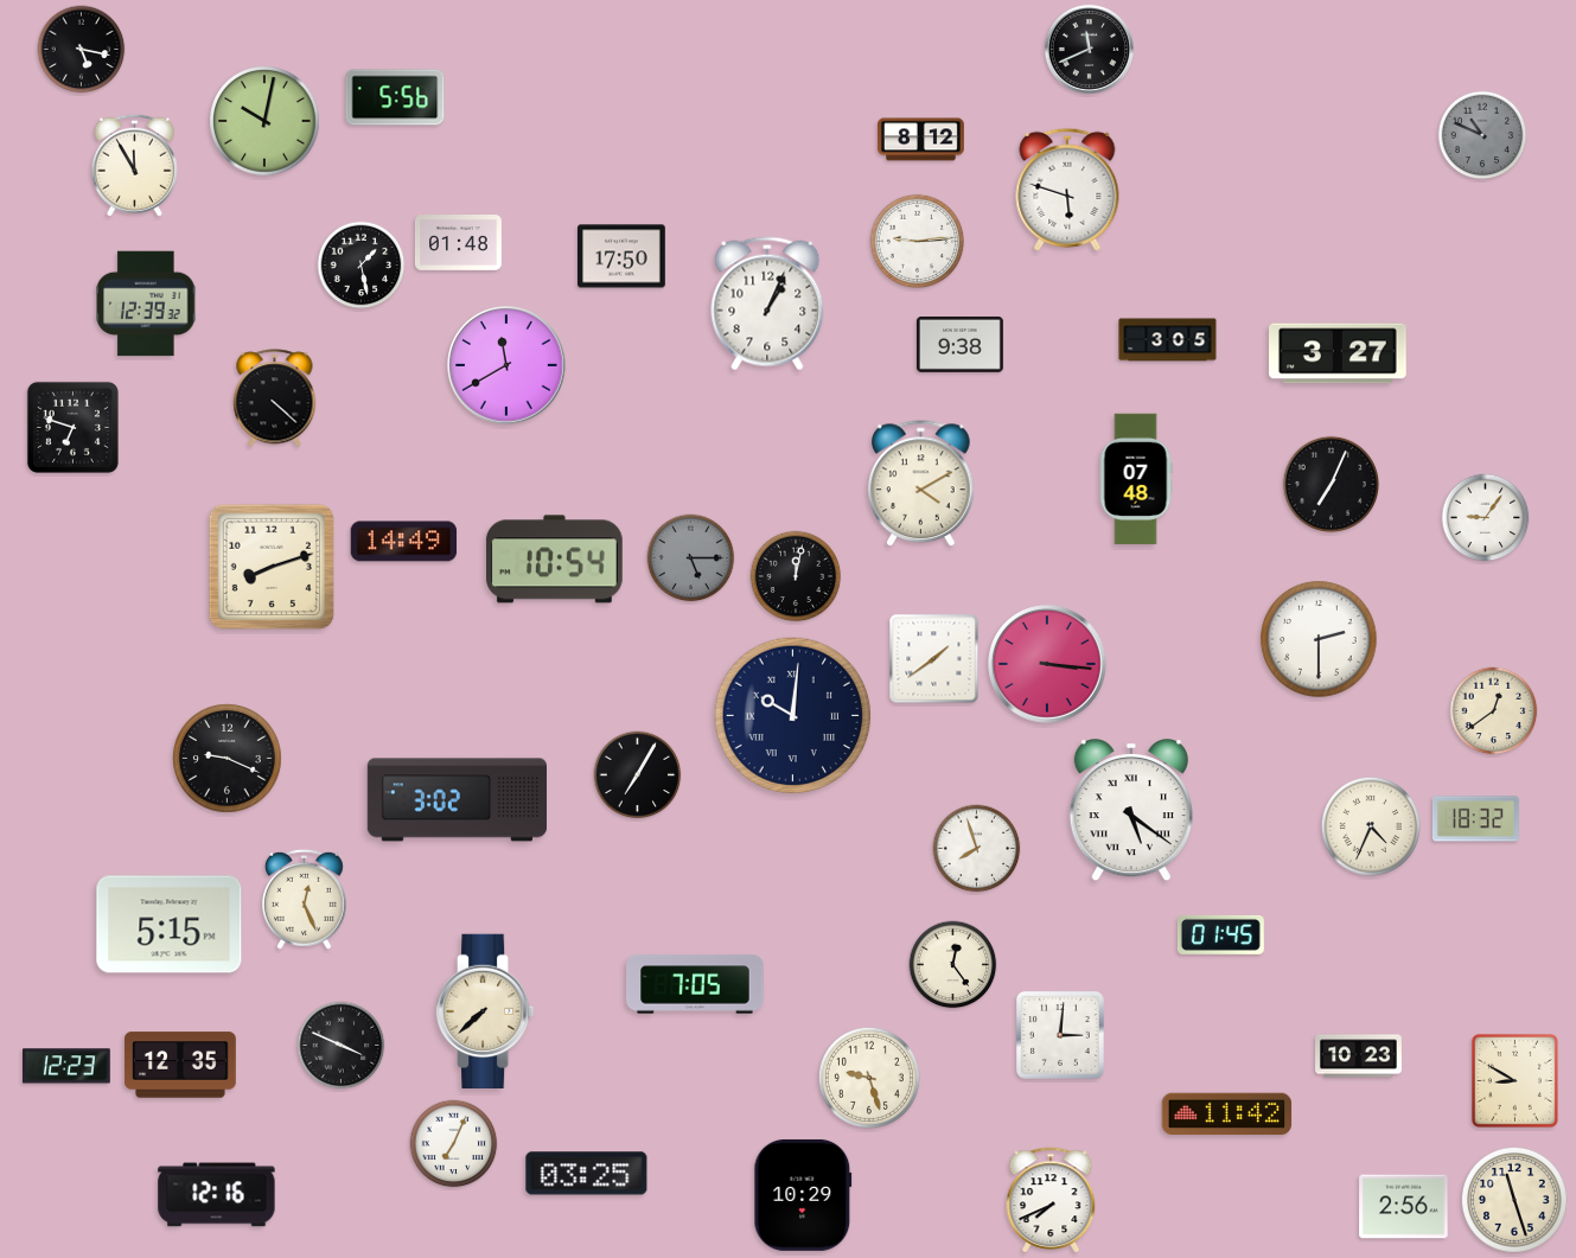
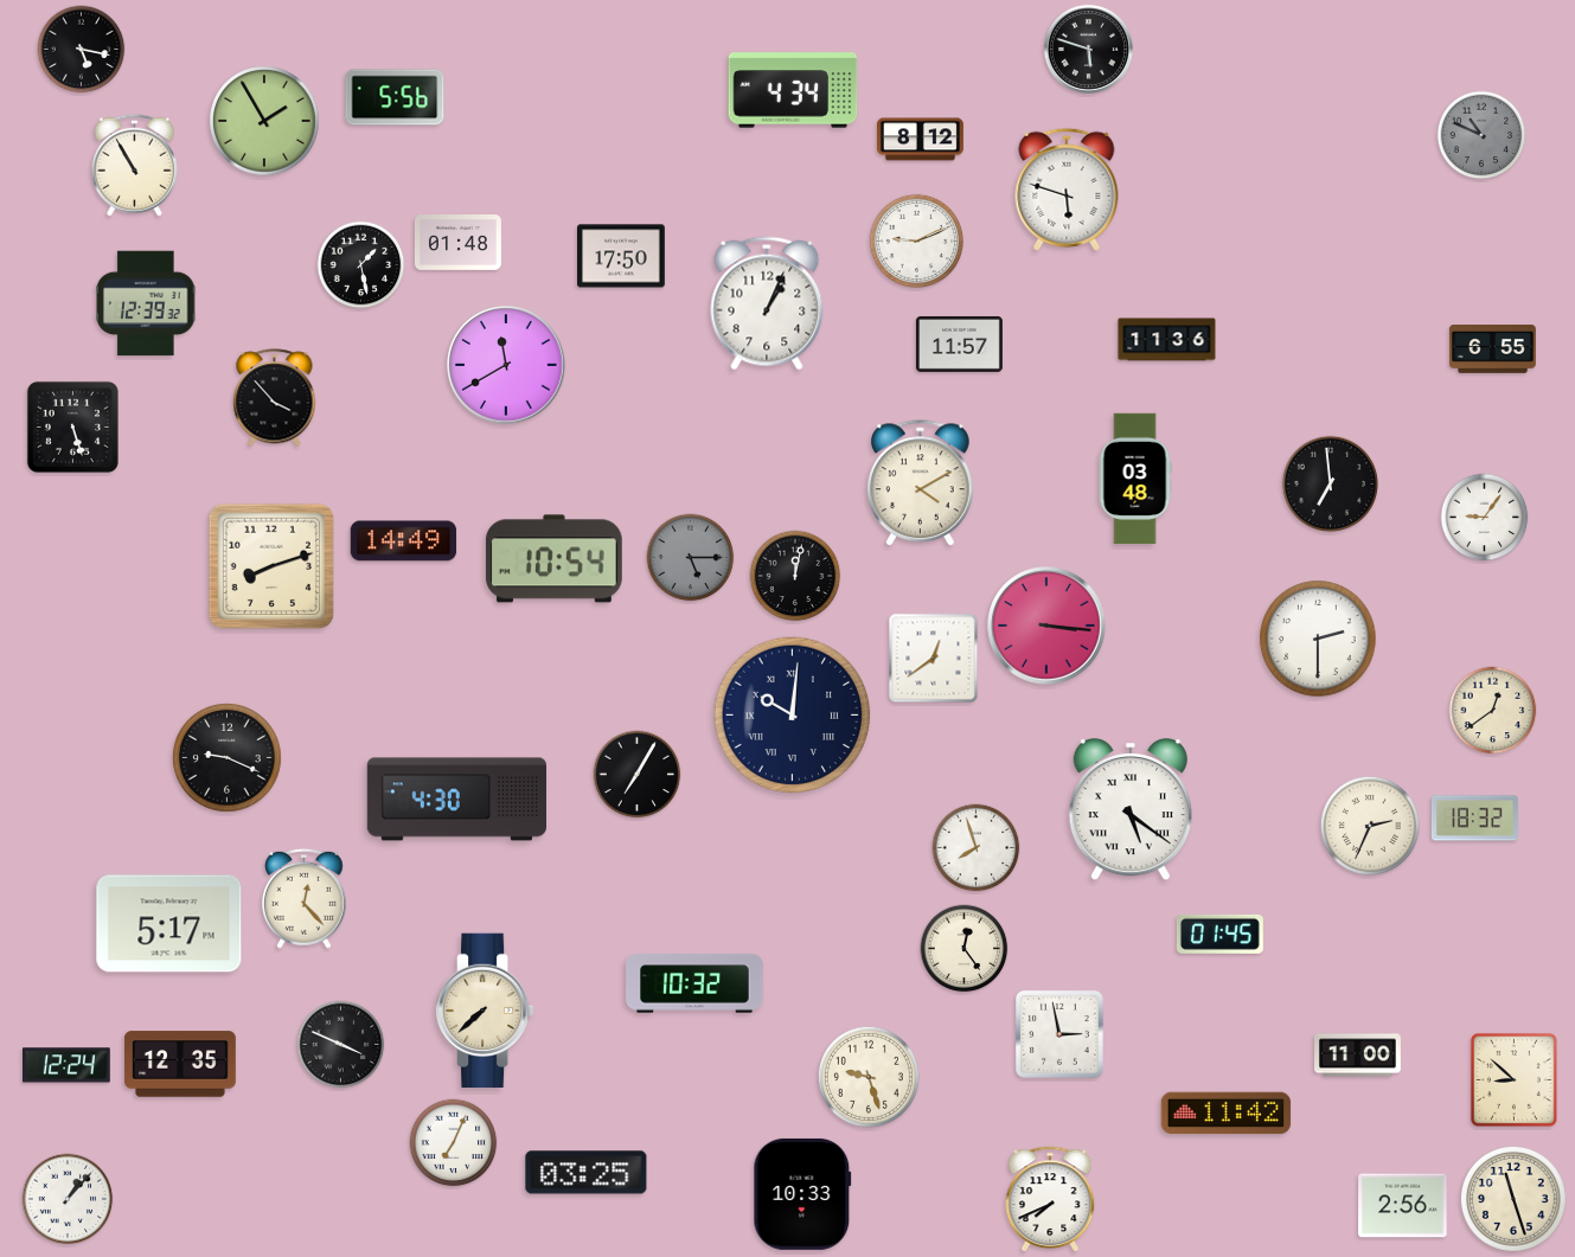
clock at (1089, 49): 11:41 -> 5:48
clock at (793, 90): none -> 4:34
clock at (264, 121): 10:02 -> 1:55
clock at (134, 165): 11:55 -> 10:55
clock at (918, 242): 9:14 -> 9:11
clock at (1168, 340): 3:05 -> 11:36
clock at (959, 344): 9:38 -> 11:57
clock at (1492, 349): none -> 6:55
clock at (1338, 353): 3:27 -> none
clock at (275, 398): 4:22 -> 3:53
clock at (72, 427): 6:48 -> 5:27
clock at (1136, 479): 07:48 -> 03:48
clock at (1331, 484): 7:04 -> 6:59
clock at (934, 659): 1:39 -> 12:39
clock at (1047, 664) position: (1047, 664) -> (1046, 626)
clock at (457, 800): 3:02 -> 4:30
clock at (1371, 826): 4:34 -> 2:34
clock at (304, 899): 12:26 -> 12:23
clock at (170, 925): 5:15 -> 5:17
clock at (953, 965) position: (953, 965) -> (965, 949)
clock at (695, 984): 7:05 -> 10:32
clock at (1060, 1035): 3:01 -> 2:58
clock at (1359, 1056): 10:23 -> 11:00
clock at (68, 1066): 12:23 -> 12:24
clock at (1514, 1080): 8:50 -> 8:52
clock at (217, 1195): 12:16 -> none
clock at (803, 1195): 10:29 -> 10:33
clock at (68, 1199): none -> 1:07
